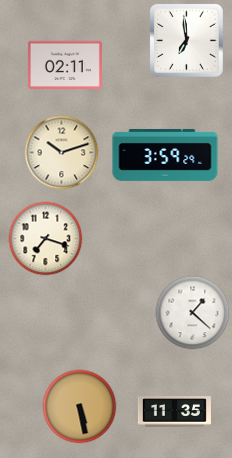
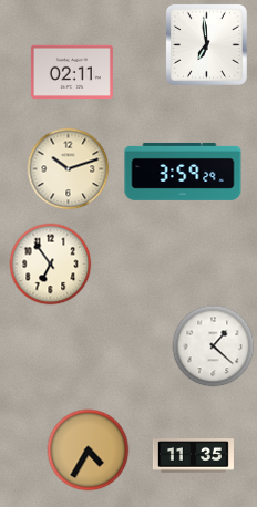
clock at (46, 239): 7:18 -> 6:54
clock at (80, 407): 5:28 -> 4:35
